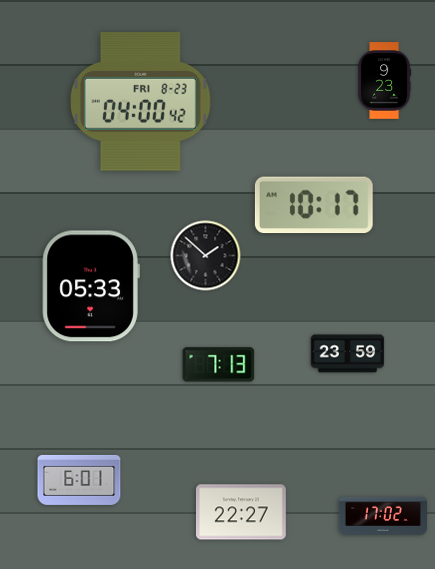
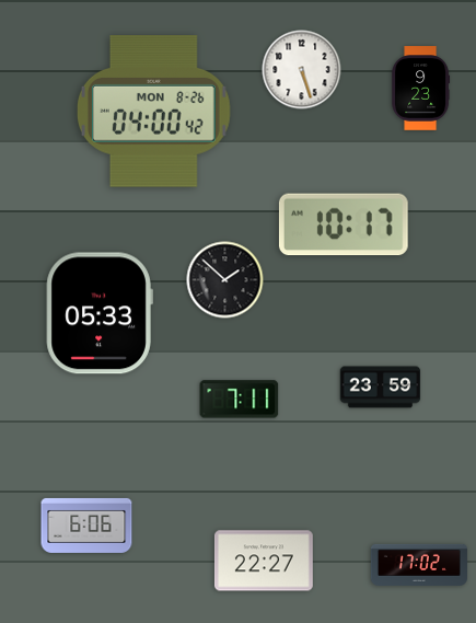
clock at (302, 70): none -> 5:27
clock at (140, 102) date: FRI 8-23 -> MON 8-26
clock at (219, 365): 7:13 -> 7:11
clock at (79, 480): 6:01 -> 6:06
